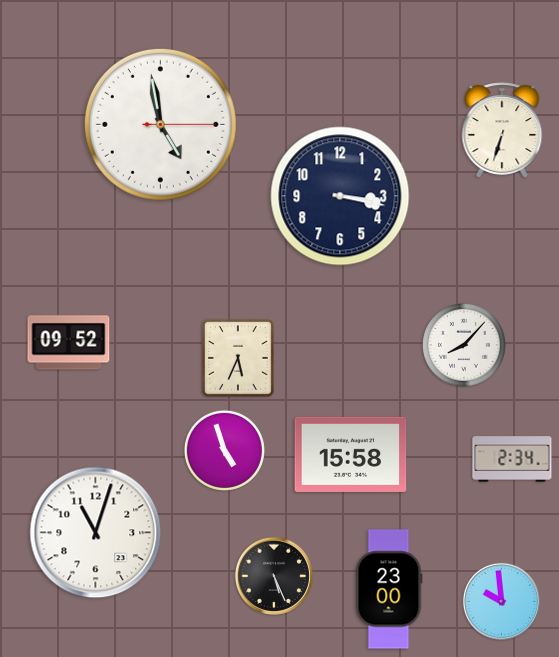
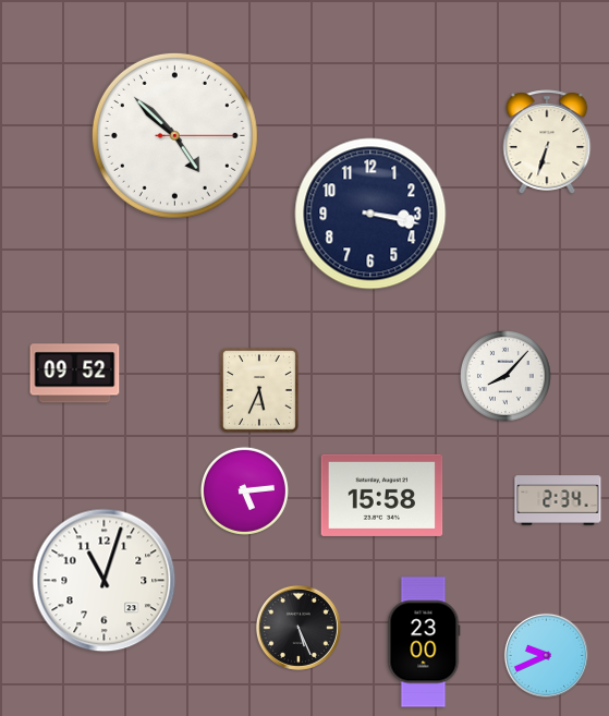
clock at (160, 124): 4:58 -> 4:52
clock at (224, 450): 4:57 -> 5:14
clock at (501, 601): 9:59 -> 9:41
